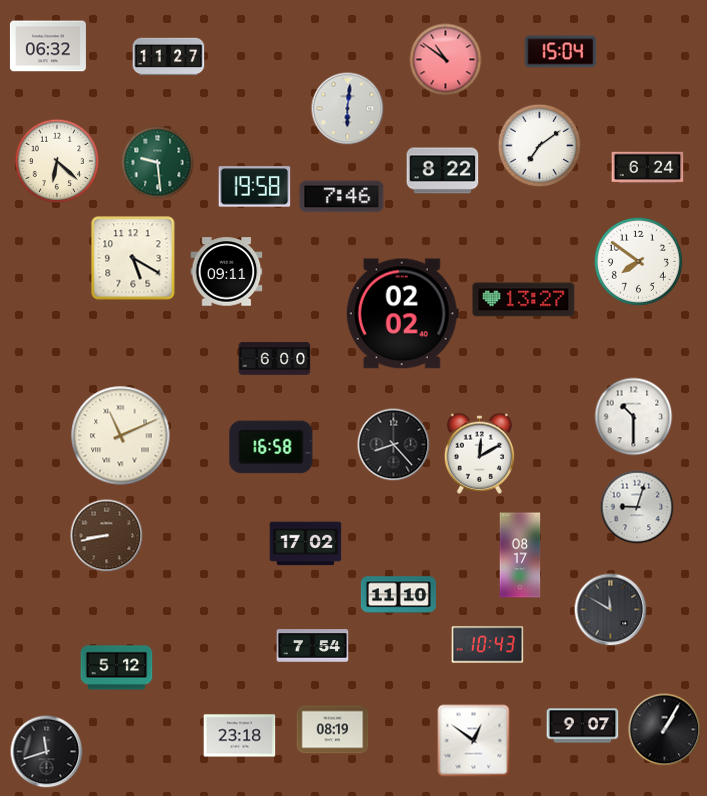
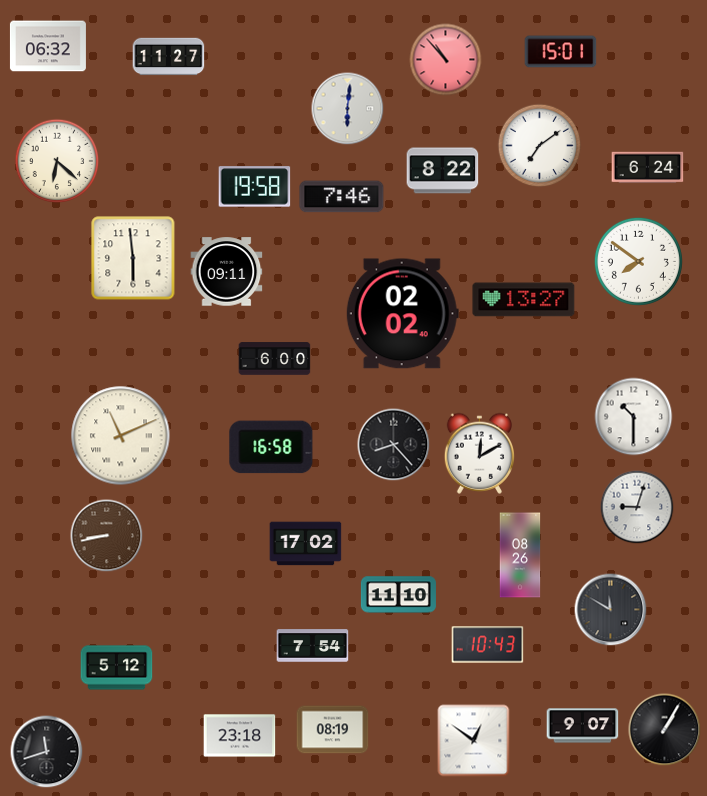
clock at (561, 52): 15:04 -> 15:01
clock at (446, 60): 10:51 -> 10:53
clock at (158, 163): 9:29 -> none
clock at (133, 258): 5:20 -> 5:59
clock at (520, 555): 08:17 -> 08:26
